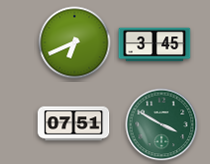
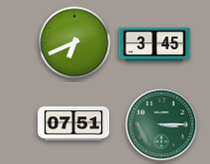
clock at (162, 125): 3:50 -> 3:15
